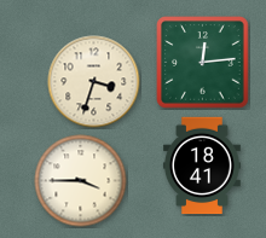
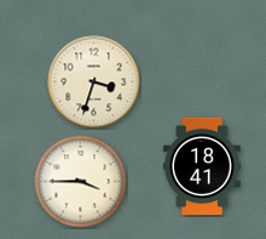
clock at (203, 63): 12:14 -> none
